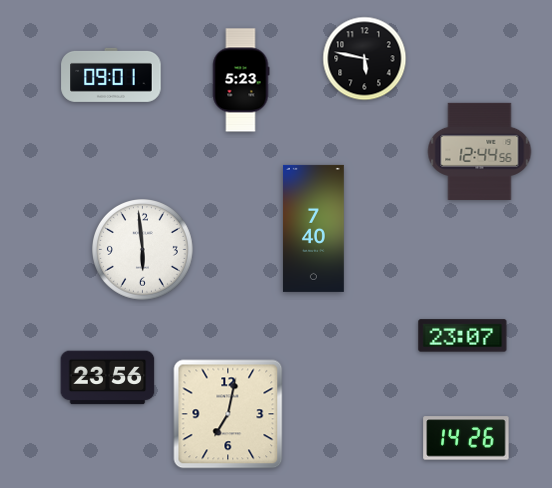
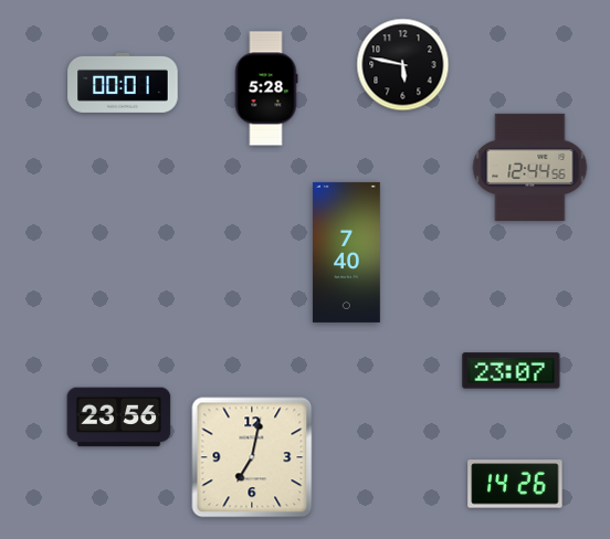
clock at (111, 75): 09:01 -> 00:01
clock at (241, 80): 5:23 -> 5:28
clock at (143, 250): 5:59 -> none
